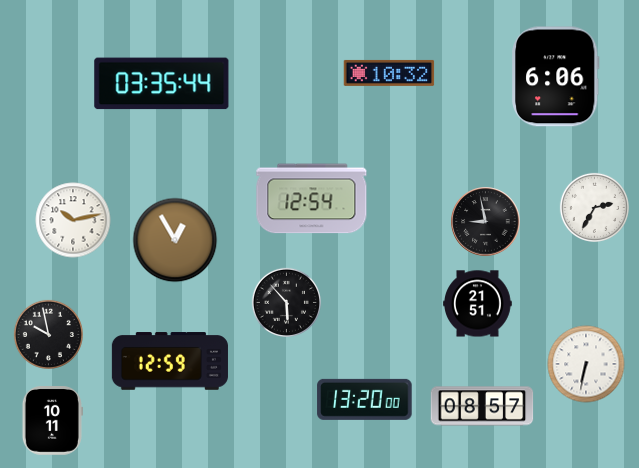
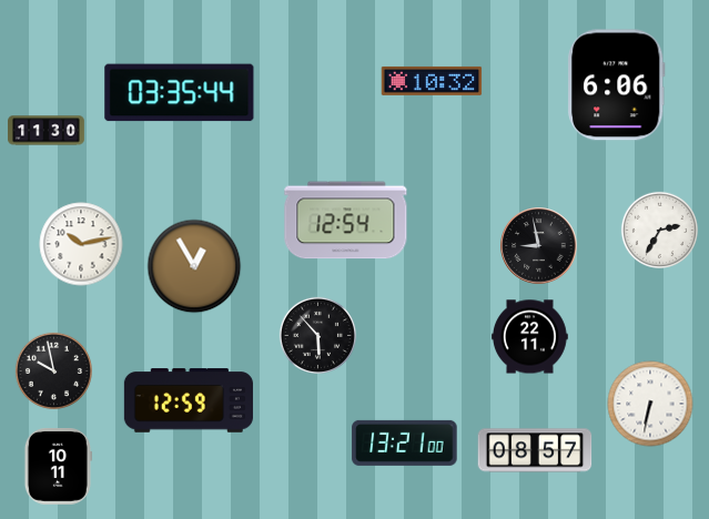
clock at (47, 131): none -> 11:30
clock at (478, 304): 21:51 -> 22:11
clock at (365, 399): 13:20 -> 13:21
